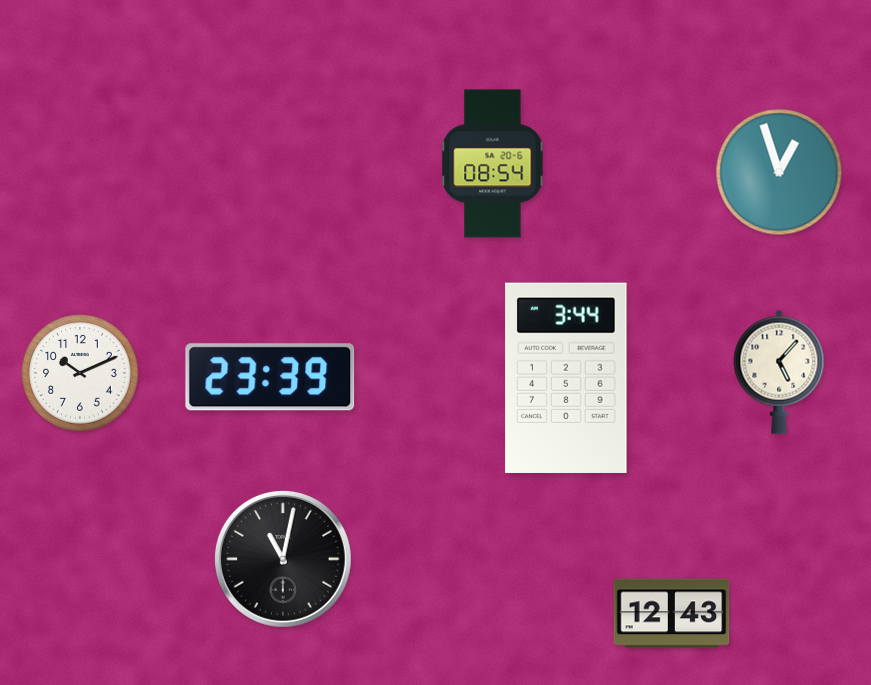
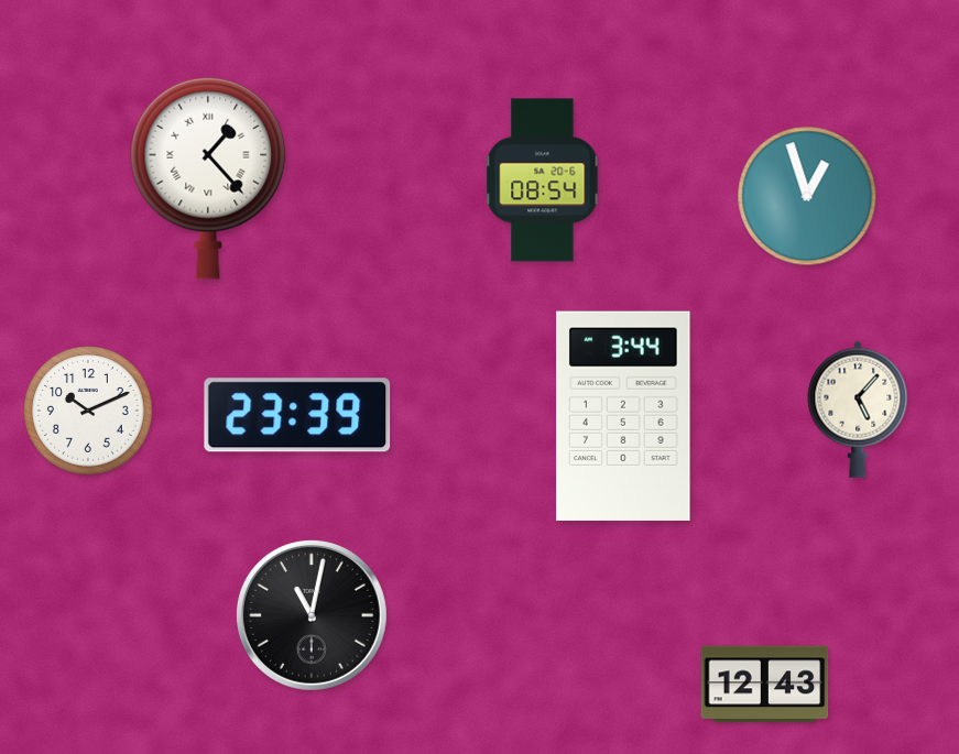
clock at (208, 178): none -> 1:23
clock at (779, 172) position: (779, 172) -> (807, 196)
clock at (672, 614) position: (672, 614) -> (765, 685)
